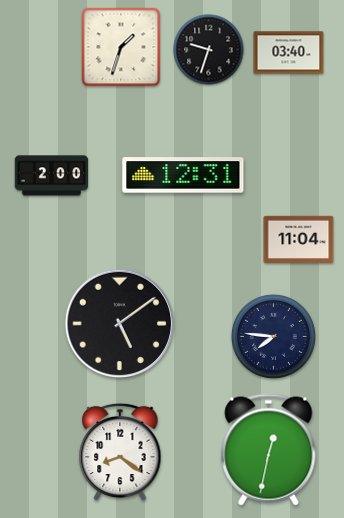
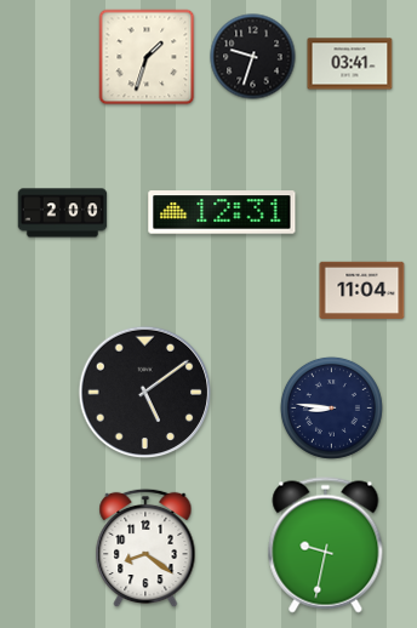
clock at (209, 50) position: (209, 50) -> (253, 57)
clock at (289, 53): 03:40 -> 03:41
clock at (273, 336): 7:46 -> 8:46
clock at (269, 450): 12:32 -> 9:32
